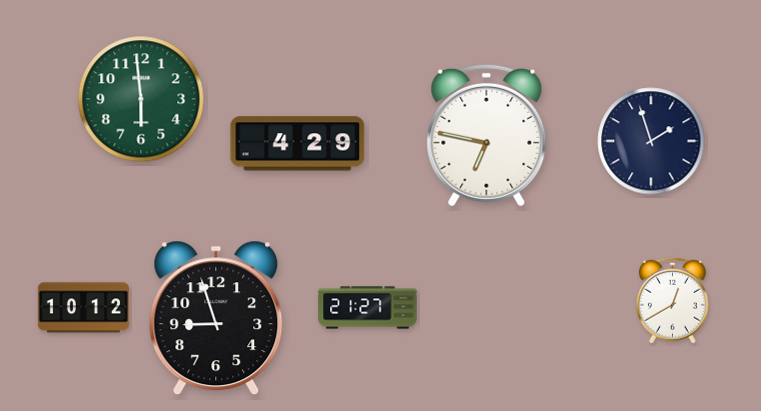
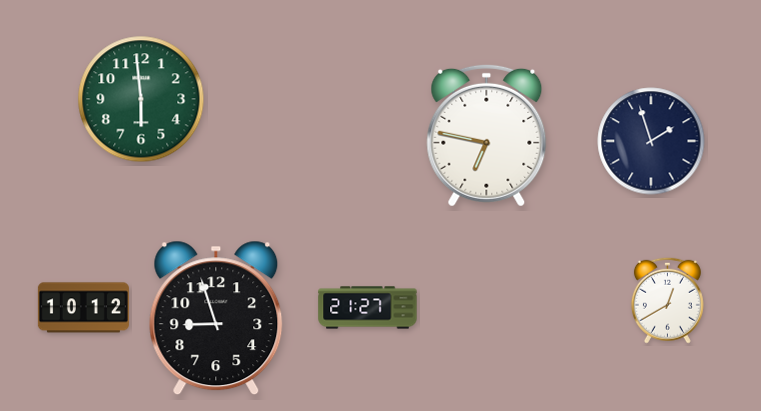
clock at (298, 144): 4:29 -> none
clock at (672, 300) position: (672, 300) -> (667, 300)
